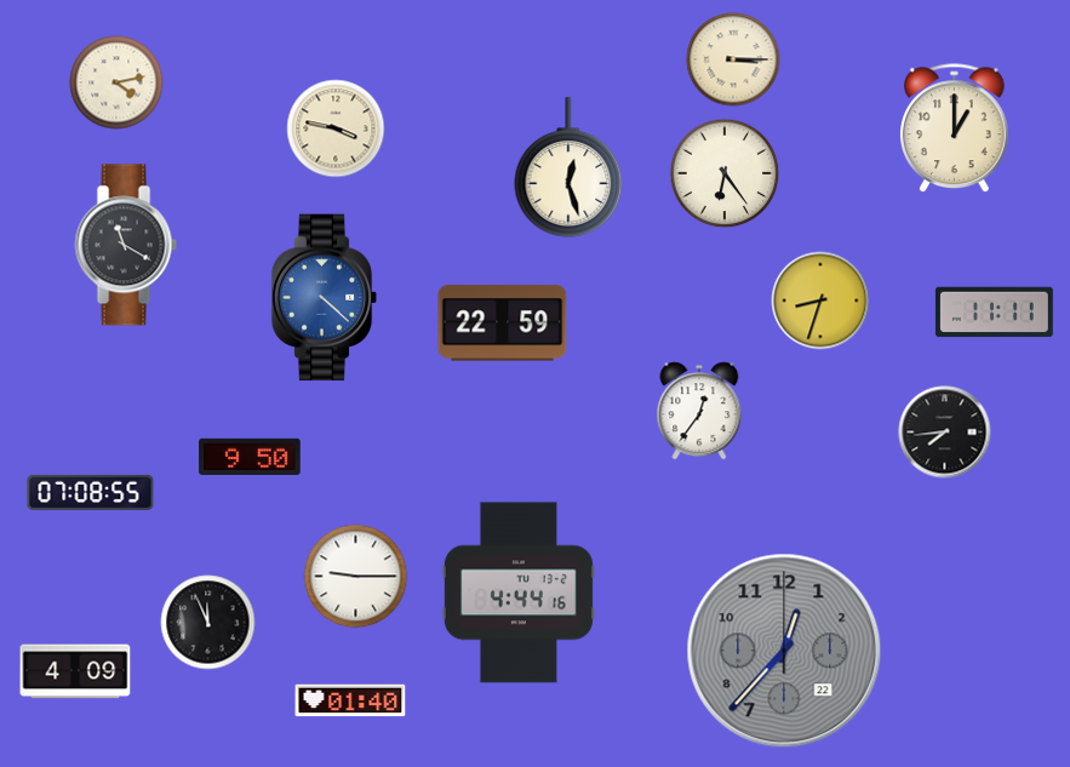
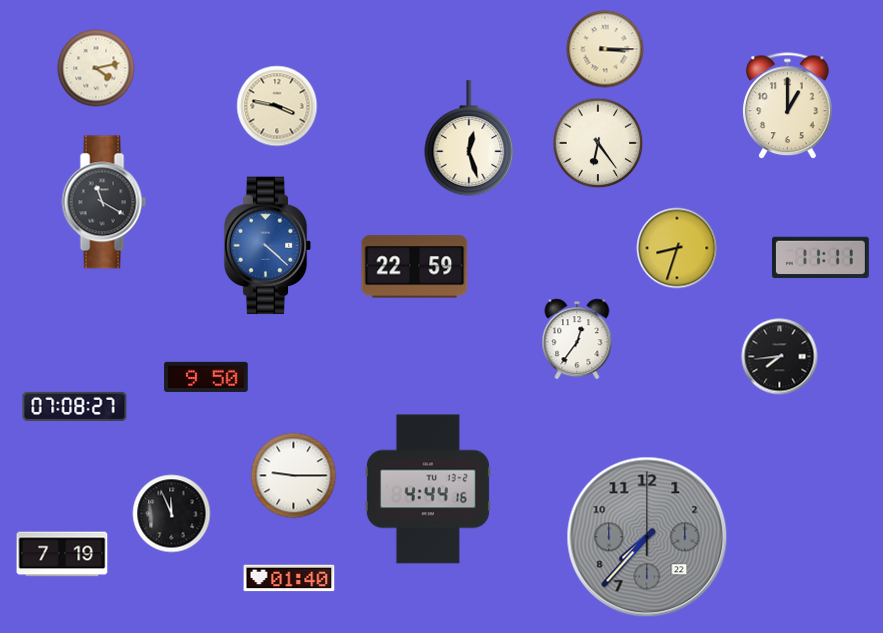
clock at (91, 492): 07:08:55 -> 07:08:27
clock at (784, 651): 12:37 -> 7:37
clock at (75, 671): 4:09 -> 7:19
